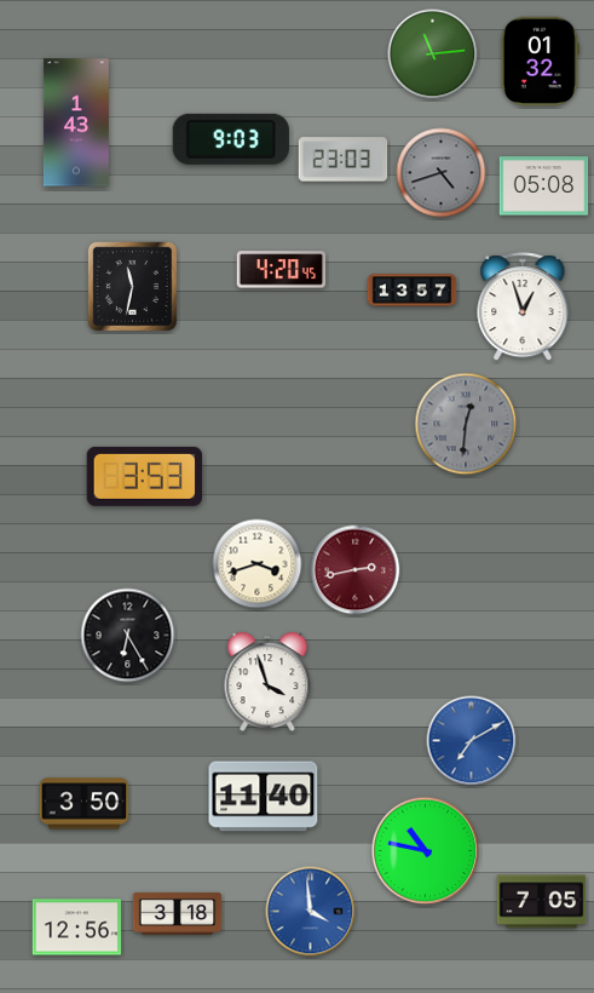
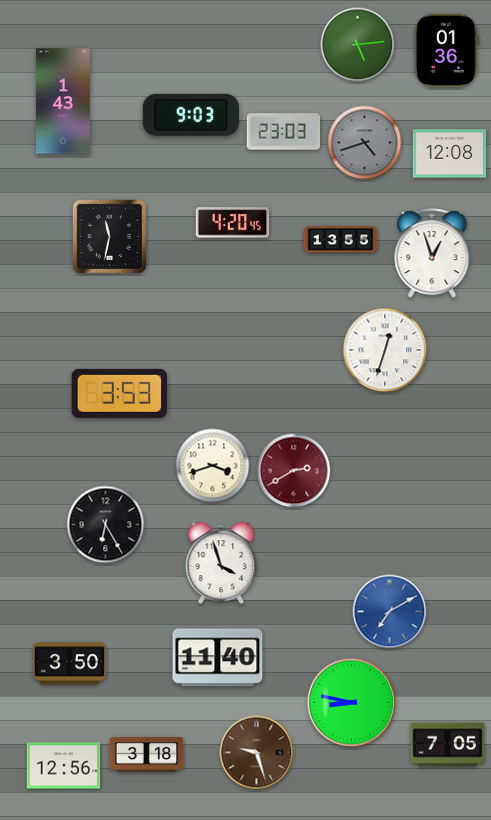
clock at (433, 54): 11:14 -> 5:14
clock at (540, 62): 01:32 -> 01:36
clock at (544, 186): 05:08 -> 12:08
clock at (413, 291): 13:57 -> 13:55
clock at (466, 424): 12:31 -> 12:33
clock at (466, 424) dial: grey -> white
clock at (356, 570): 2:43 -> 2:40
clock at (426, 851): 10:47 -> 8:47
clock at (311, 912): 3:59 -> 9:27
clock at (311, 912) dial: blue -> brown
